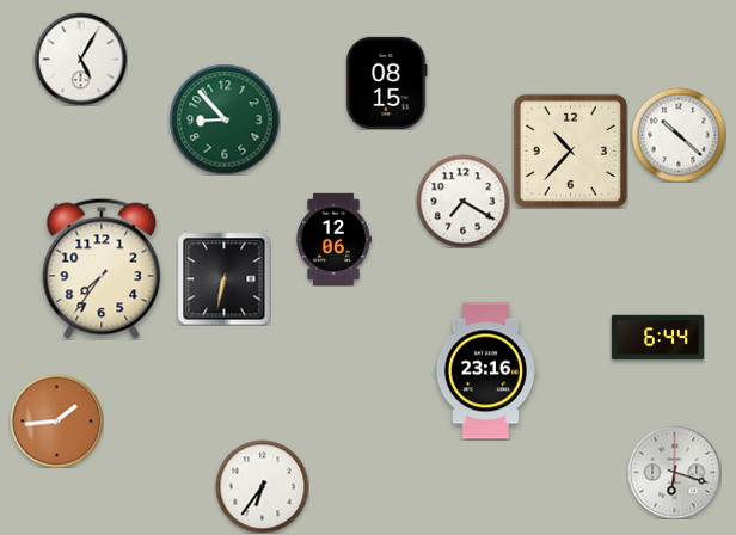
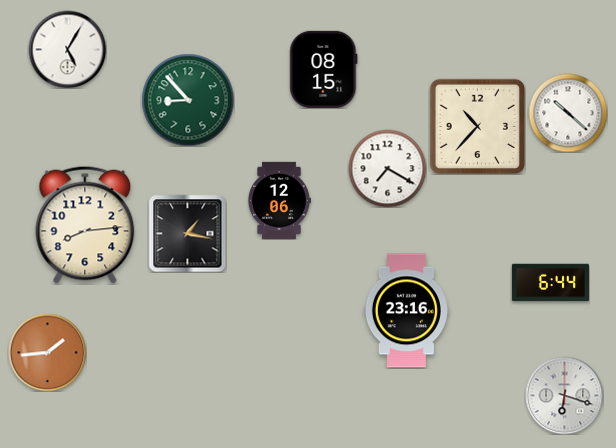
clock at (102, 269): 7:36 -> 8:14
clock at (223, 278): 6:32 -> 1:17
clock at (262, 486): 6:36 -> none
